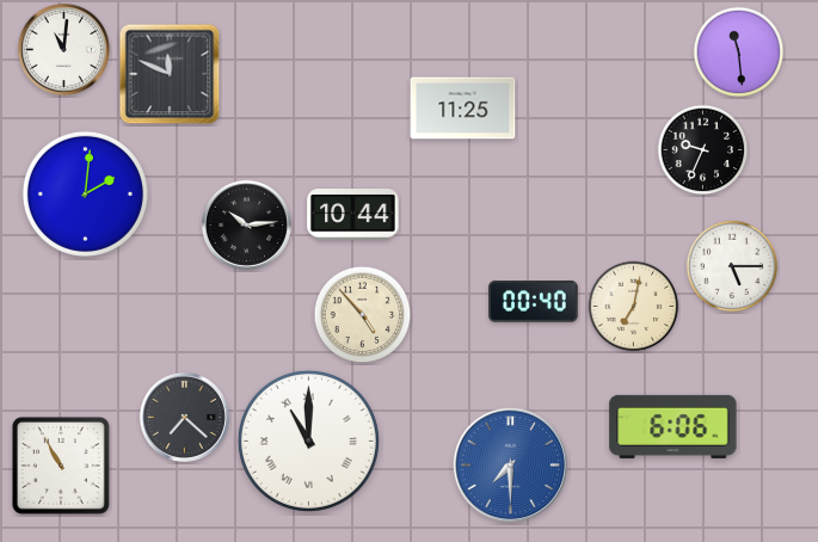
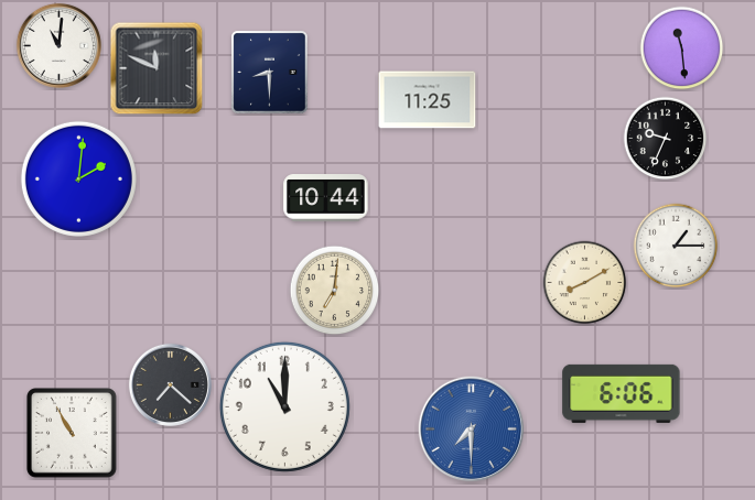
clock at (270, 73): none -> 8:30
clock at (703, 150) position: (703, 150) -> (666, 139)
clock at (246, 224): 10:14 -> none
clock at (732, 266): 5:15 -> 1:15
clock at (534, 302): 00:40 -> none
clock at (634, 307): 7:02 -> 8:10
clock at (363, 315): 4:53 -> 7:01
clock at (308, 441) numerals: Roman -> Arabic
clock at (62, 467) position: (62, 467) -> (73, 434)
